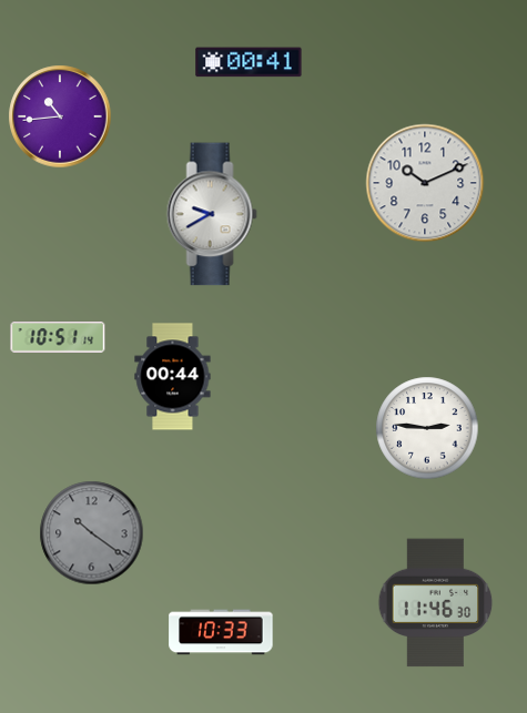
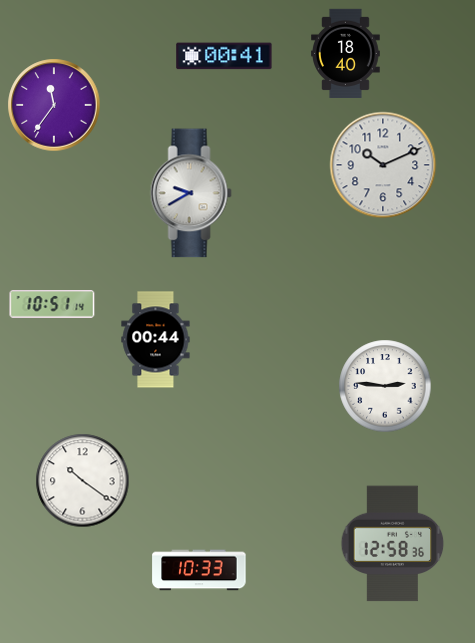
clock at (346, 53): none -> 18:40
clock at (60, 116): 10:44 -> 11:36
clock at (92, 533) dial: grey -> white
clock at (436, 603): 11:46 -> 12:58
